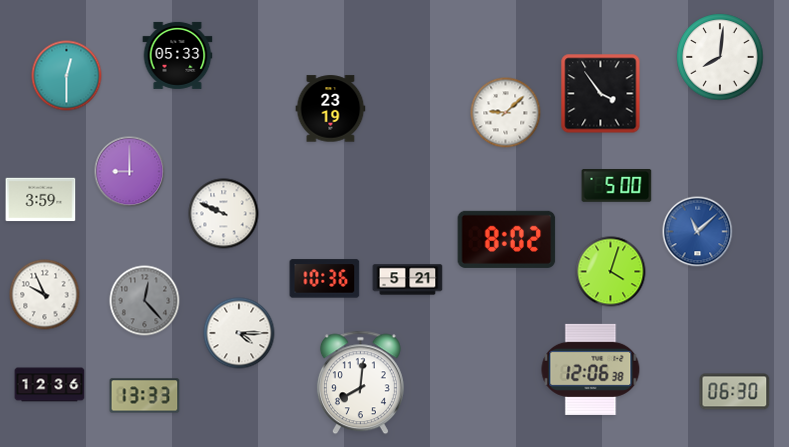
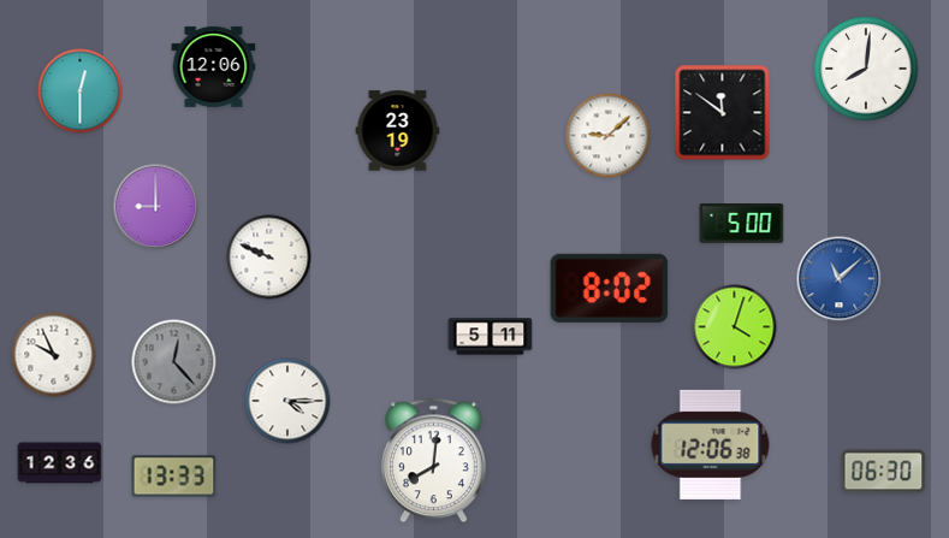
clock at (178, 55): 05:33 -> 12:06
clock at (601, 94): 3:54 -> 11:51
clock at (41, 200): 3:59 -> none
clock at (325, 279): 10:36 -> none
clock at (408, 280): 5:21 -> 5:11
